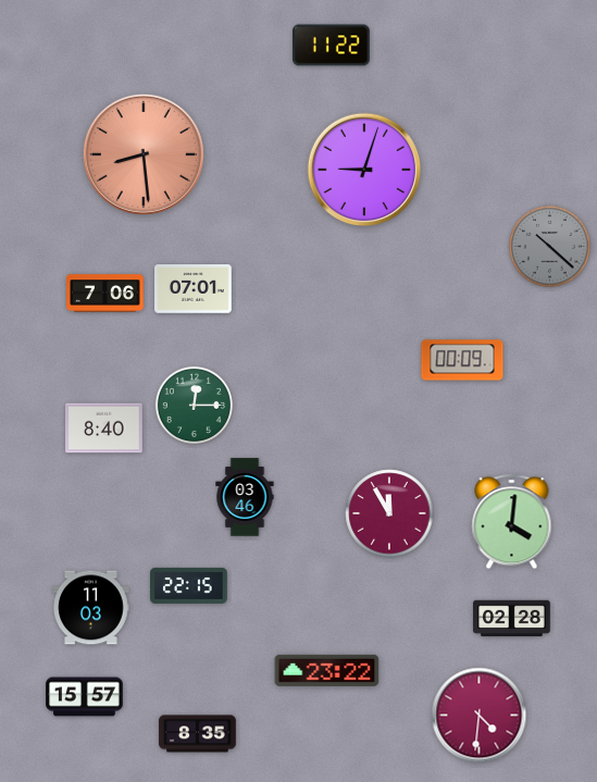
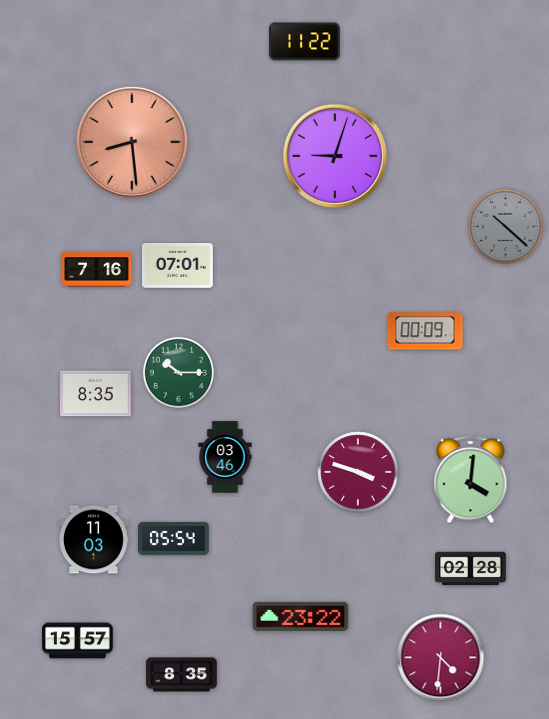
clock at (105, 294): 7:06 -> 7:16
clock at (195, 406): 12:15 -> 10:15
clock at (104, 429): 8:40 -> 8:35
clock at (389, 513): 11:55 -> 3:48
clock at (189, 585): 22:15 -> 05:54
clock at (91, 608) position: (91, 608) -> (94, 540)
